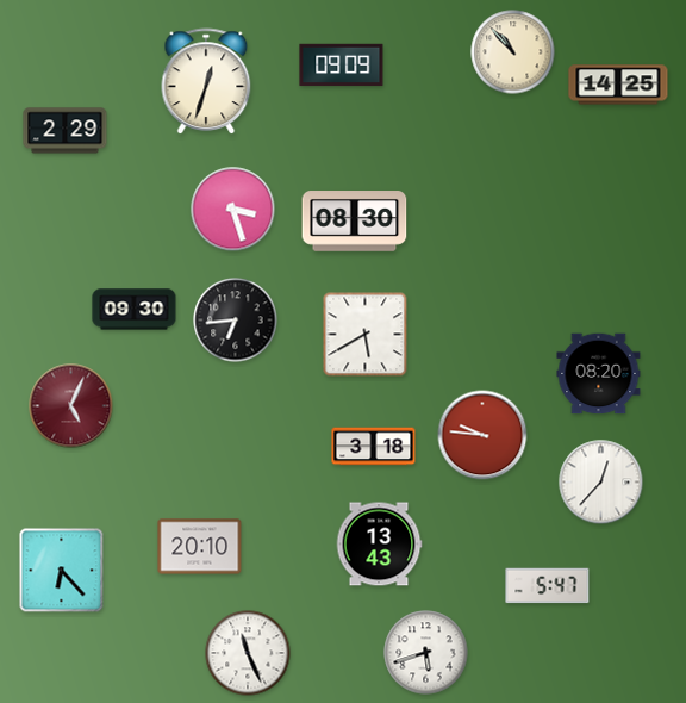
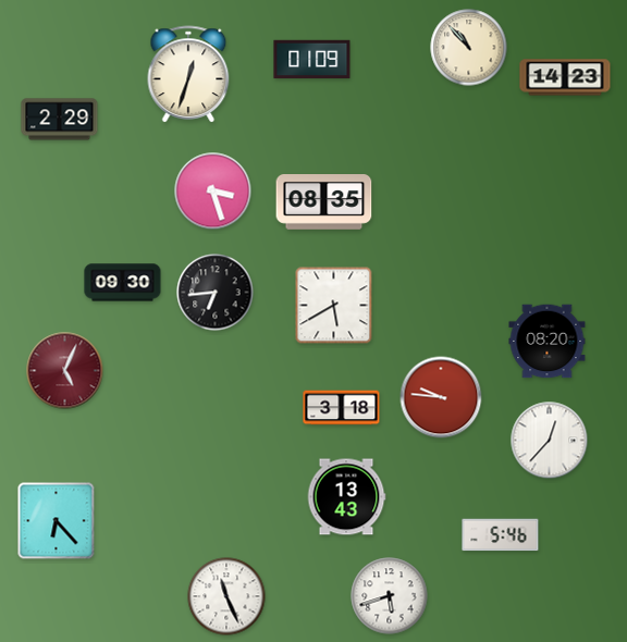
clock at (342, 66): 09:09 -> 01:09
clock at (618, 85): 14:25 -> 14:23
clock at (355, 222): 08:30 -> 08:35
clock at (200, 547): 20:10 -> none
clock at (548, 586): 5:47 -> 5:46
